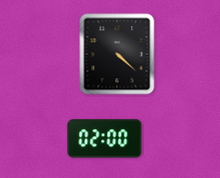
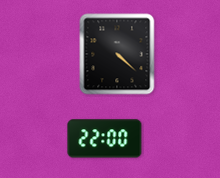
clock at (105, 139): 02:00 -> 22:00
